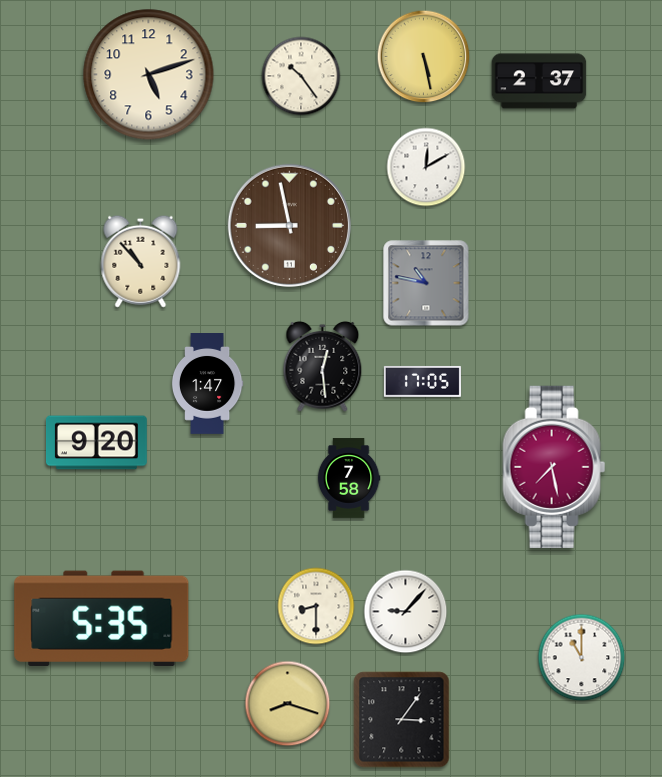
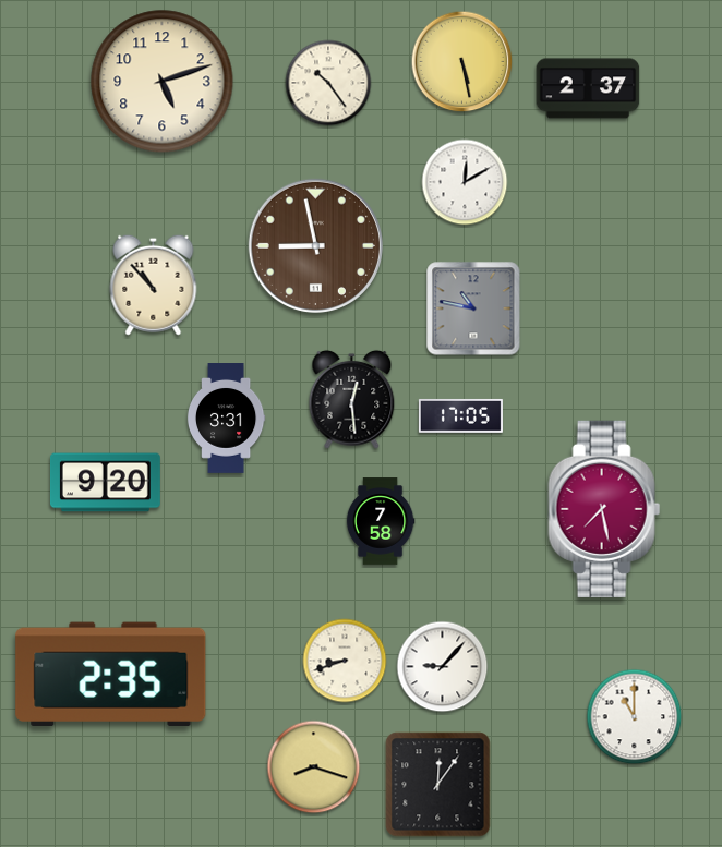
clock at (426, 283) position: (426, 283) -> (473, 308)
clock at (207, 384): 1:47 -> 3:31
clock at (316, 606): 8:30 -> 8:42
clock at (102, 618): 5:35 -> 2:35
clock at (402, 720): 3:06 -> 12:06
